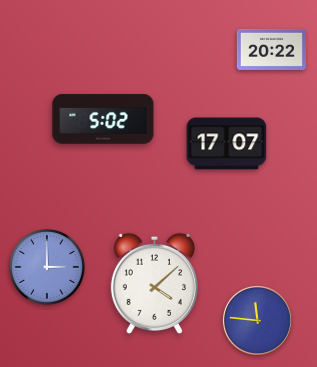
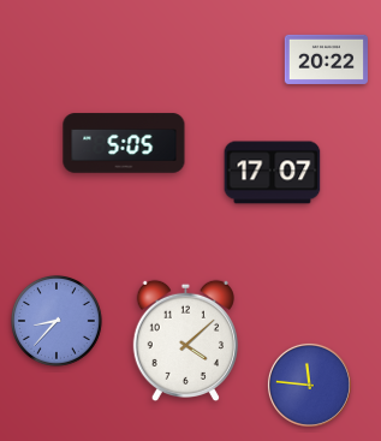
clock at (103, 119): 5:02 -> 5:05
clock at (48, 268): 3:00 -> 8:37
